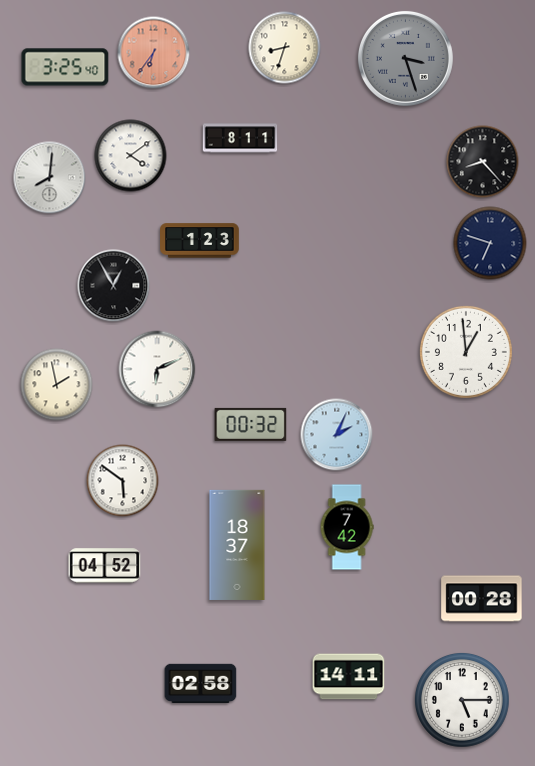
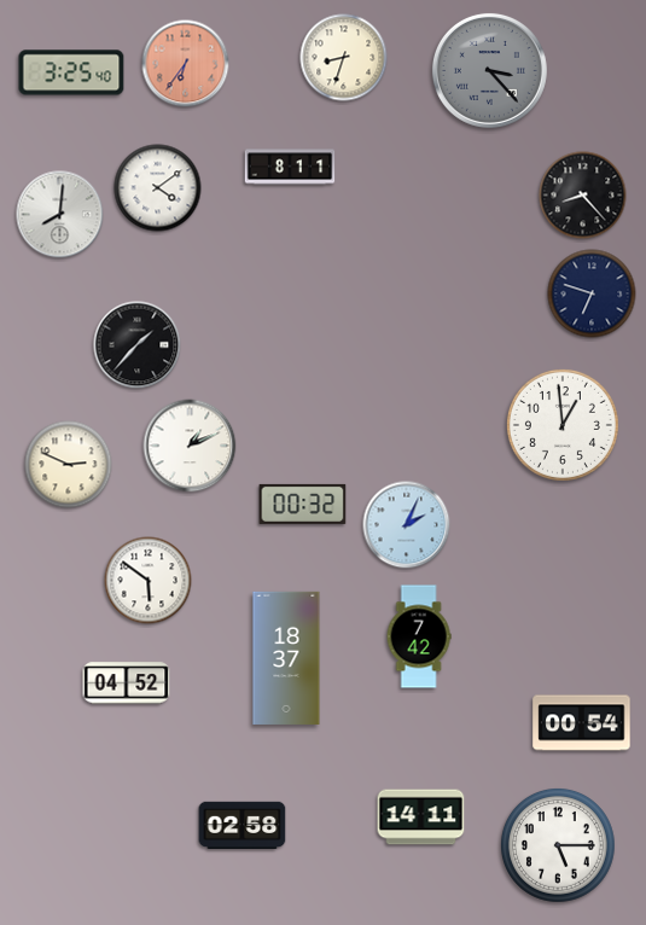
clock at (405, 58): 3:27 -> 3:23
clock at (65, 67) position: (65, 67) -> (71, 72)
clock at (200, 241): 1:23 -> none
clock at (114, 286): 12:55 -> 1:37
clock at (157, 369): 6:11 -> 1:11
clock at (57, 385): 1:58 -> 2:49
clock at (251, 424) position: (251, 424) -> (303, 504)
clock at (482, 599): 00:28 -> 00:54
